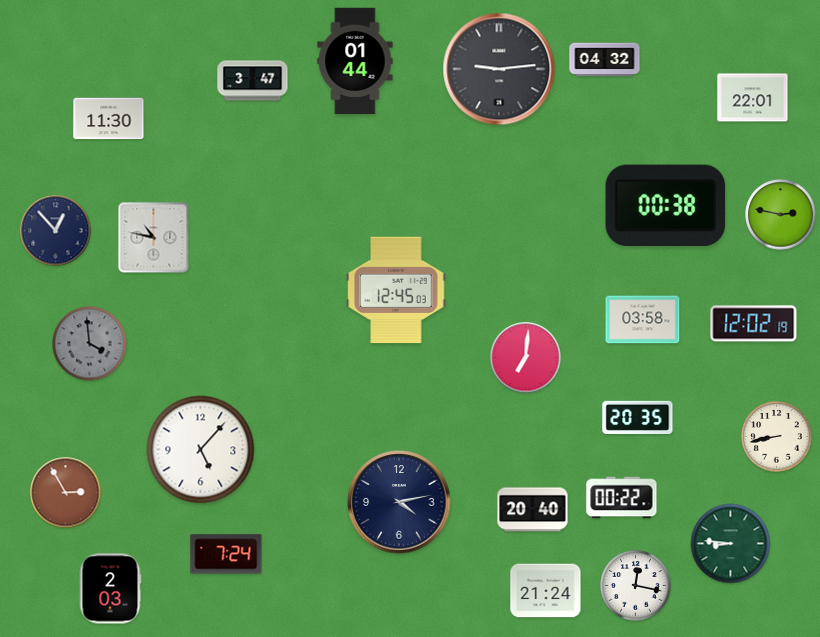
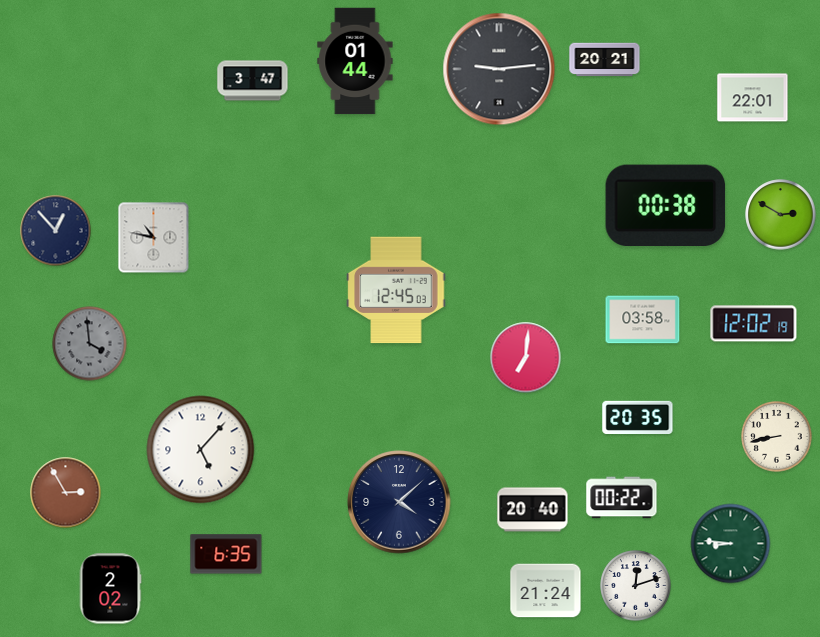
clock at (605, 60): 04:32 -> 20:21
clock at (109, 119): 11:30 -> none
clock at (781, 215): 2:47 -> 2:50
clock at (399, 502): 4:13 -> 4:08
clock at (226, 554): 7:24 -> 6:35
clock at (636, 586): 12:17 -> 12:12
clock at (110, 589): 2:03 -> 2:02
